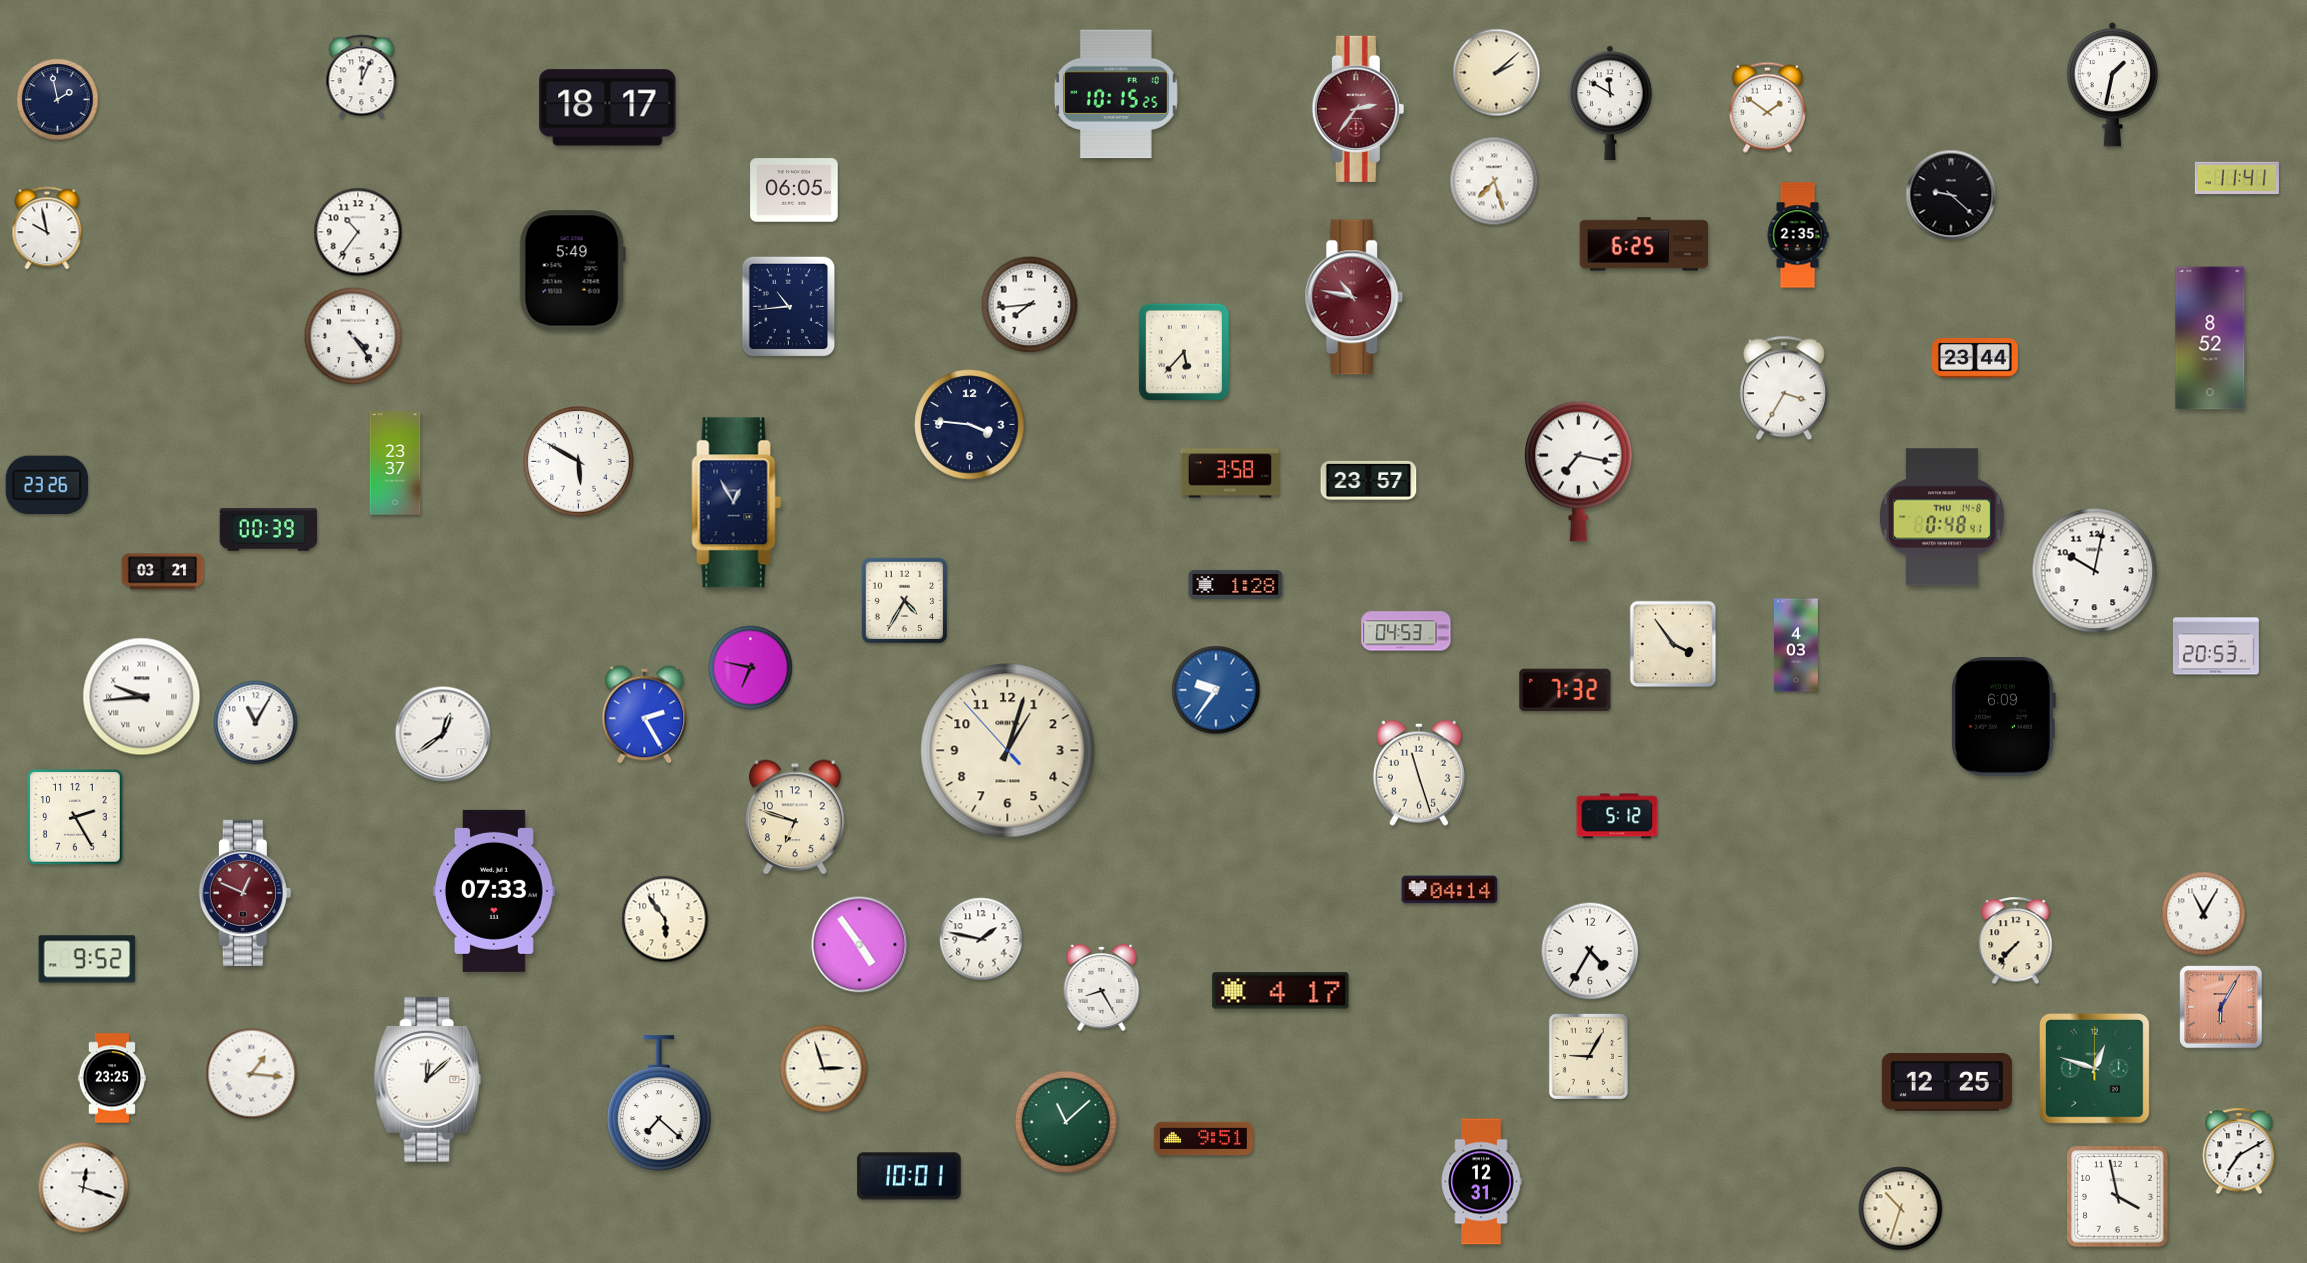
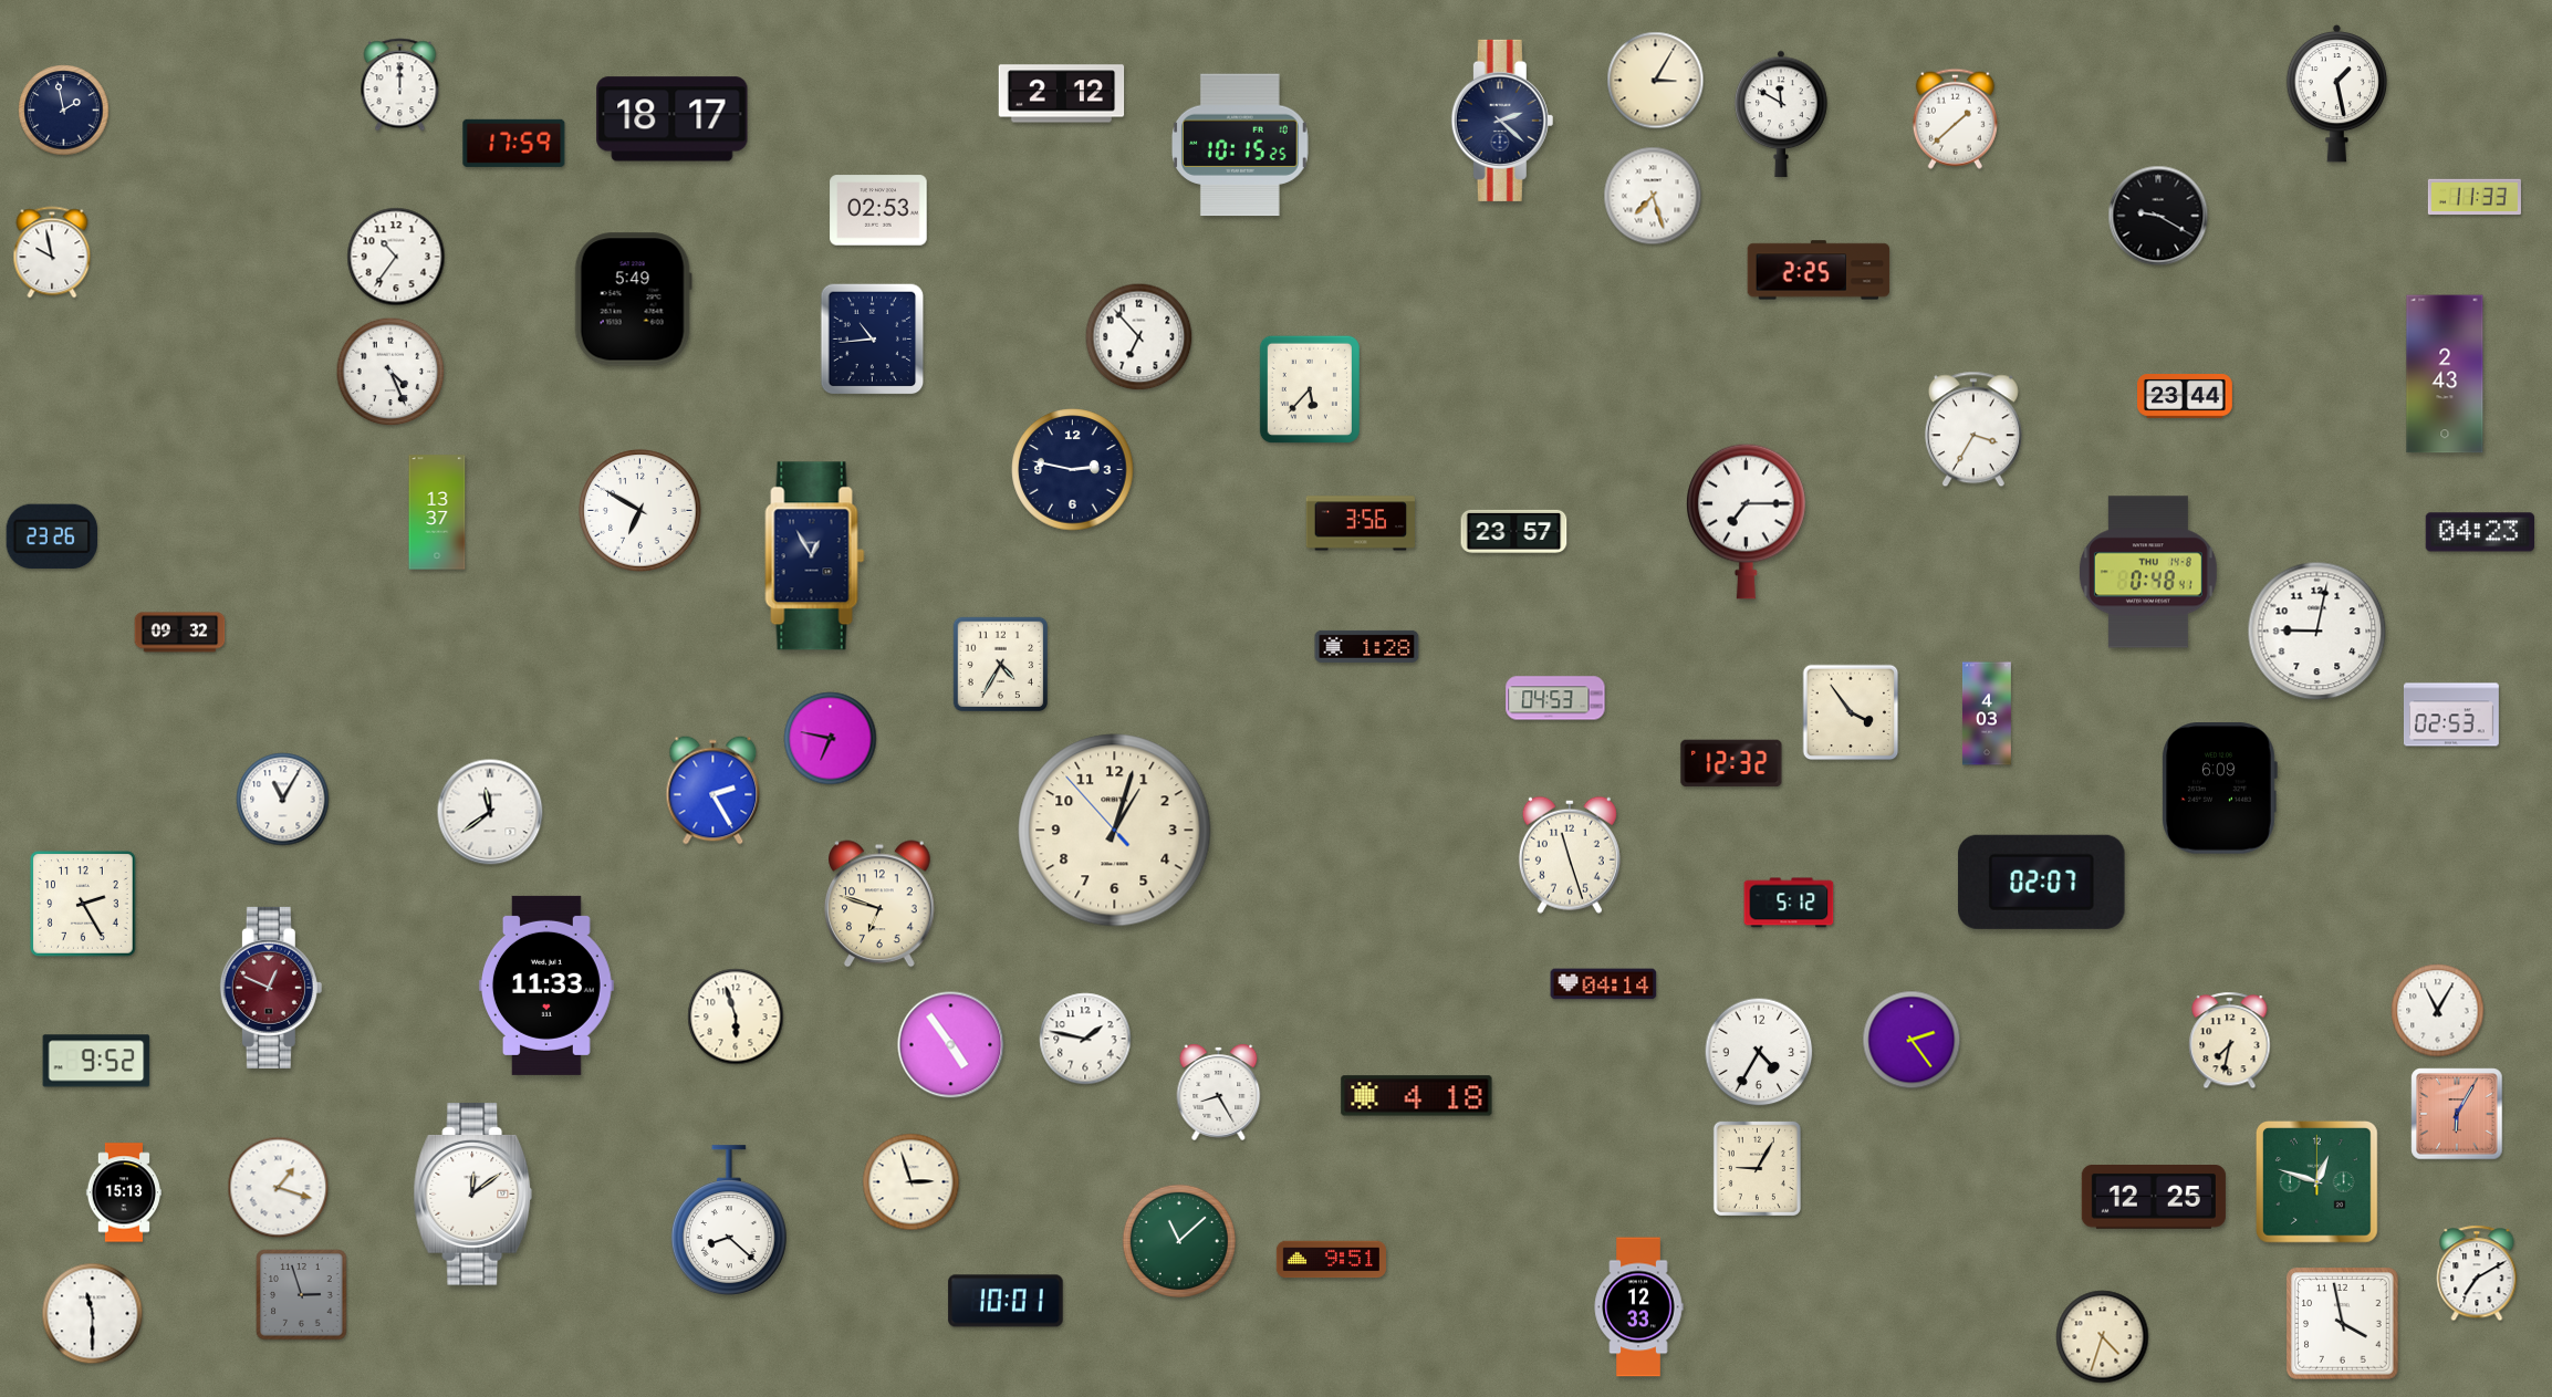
clock at (1497, 73): 2:08 -> 3:05
clock at (362, 77): 12:04 -> 12:00
clock at (2113, 84): 1:32 -> 1:28
clock at (1062, 94): none -> 2:12
clock at (1116, 94) position: (1116, 94) -> (1240, 145)
clock at (1767, 107): 1:51 -> 1:38
clock at (1358, 109): 2:36 -> 2:22
clock at (1358, 109) dial: burgundy -> navy
clock at (514, 143): none -> 17:59
clock at (2237, 178): 11:41 -> 11:33
clock at (1494, 181) position: (1494, 181) -> (1653, 196)
clock at (794, 190): 06:05 -> 02:53
clock at (1951, 195): 9:22 -> 9:20
clock at (1798, 235): 2:35 -> none
clock at (1644, 244): 6:25 -> 2:25
clock at (1354, 297): 10:47 -> none
clock at (1030, 305): 7:44 -> 6:53
clock at (353, 336): 4:24 -> 4:26
clock at (2210, 338): 8:52 -> 2:43
clock at (970, 425): 3:46 -> 2:47
clock at (579, 462): 5:50 -> 6:50
clock at (395, 463): 23:37 -> 13:37
clock at (1579, 471): 7:17 -> 7:15
clock at (1229, 473): 3:58 -> 3:56
clock at (2479, 532): none -> 04:23
clock at (269, 530): 00:39 -> none
clock at (2095, 571): 10:02 -> 9:02
clock at (163, 572): 03:21 -> 09:32
clock at (2216, 646): 20:53 -> 02:53
clock at (1216, 690): 9:36 -> none
clock at (1565, 690): 7:32 -> 12:32
clock at (142, 697): 9:44 -> none
clock at (2003, 717) position: (2003, 717) -> (2219, 789)
clock at (443, 734): 12:39 -> 11:39
clock at (2042, 882): none -> 02:07
clock at (494, 891): 07:33 -> 11:33
clock at (665, 919): 5:54 -> 5:57
clock at (1912, 1040): none -> 2:24
clock at (2016, 941): 7:37 -> 7:32
clock at (1281, 991): 4:17 -> 4:18
clock at (252, 1074): 1:16 -> 1:18
clock at (111, 1078): 23:25 -> 15:13
clock at (428, 1080): 12:08 -> 12:09
clock at (659, 1103): 7:22 -> 8:22
clock at (302, 1295): none -> 2:57
clock at (1481, 1182): 12:31 -> 12:33
clock at (84, 1188): 12:18 -> 11:30
clock at (1901, 1209): 10:33 -> 4:33
